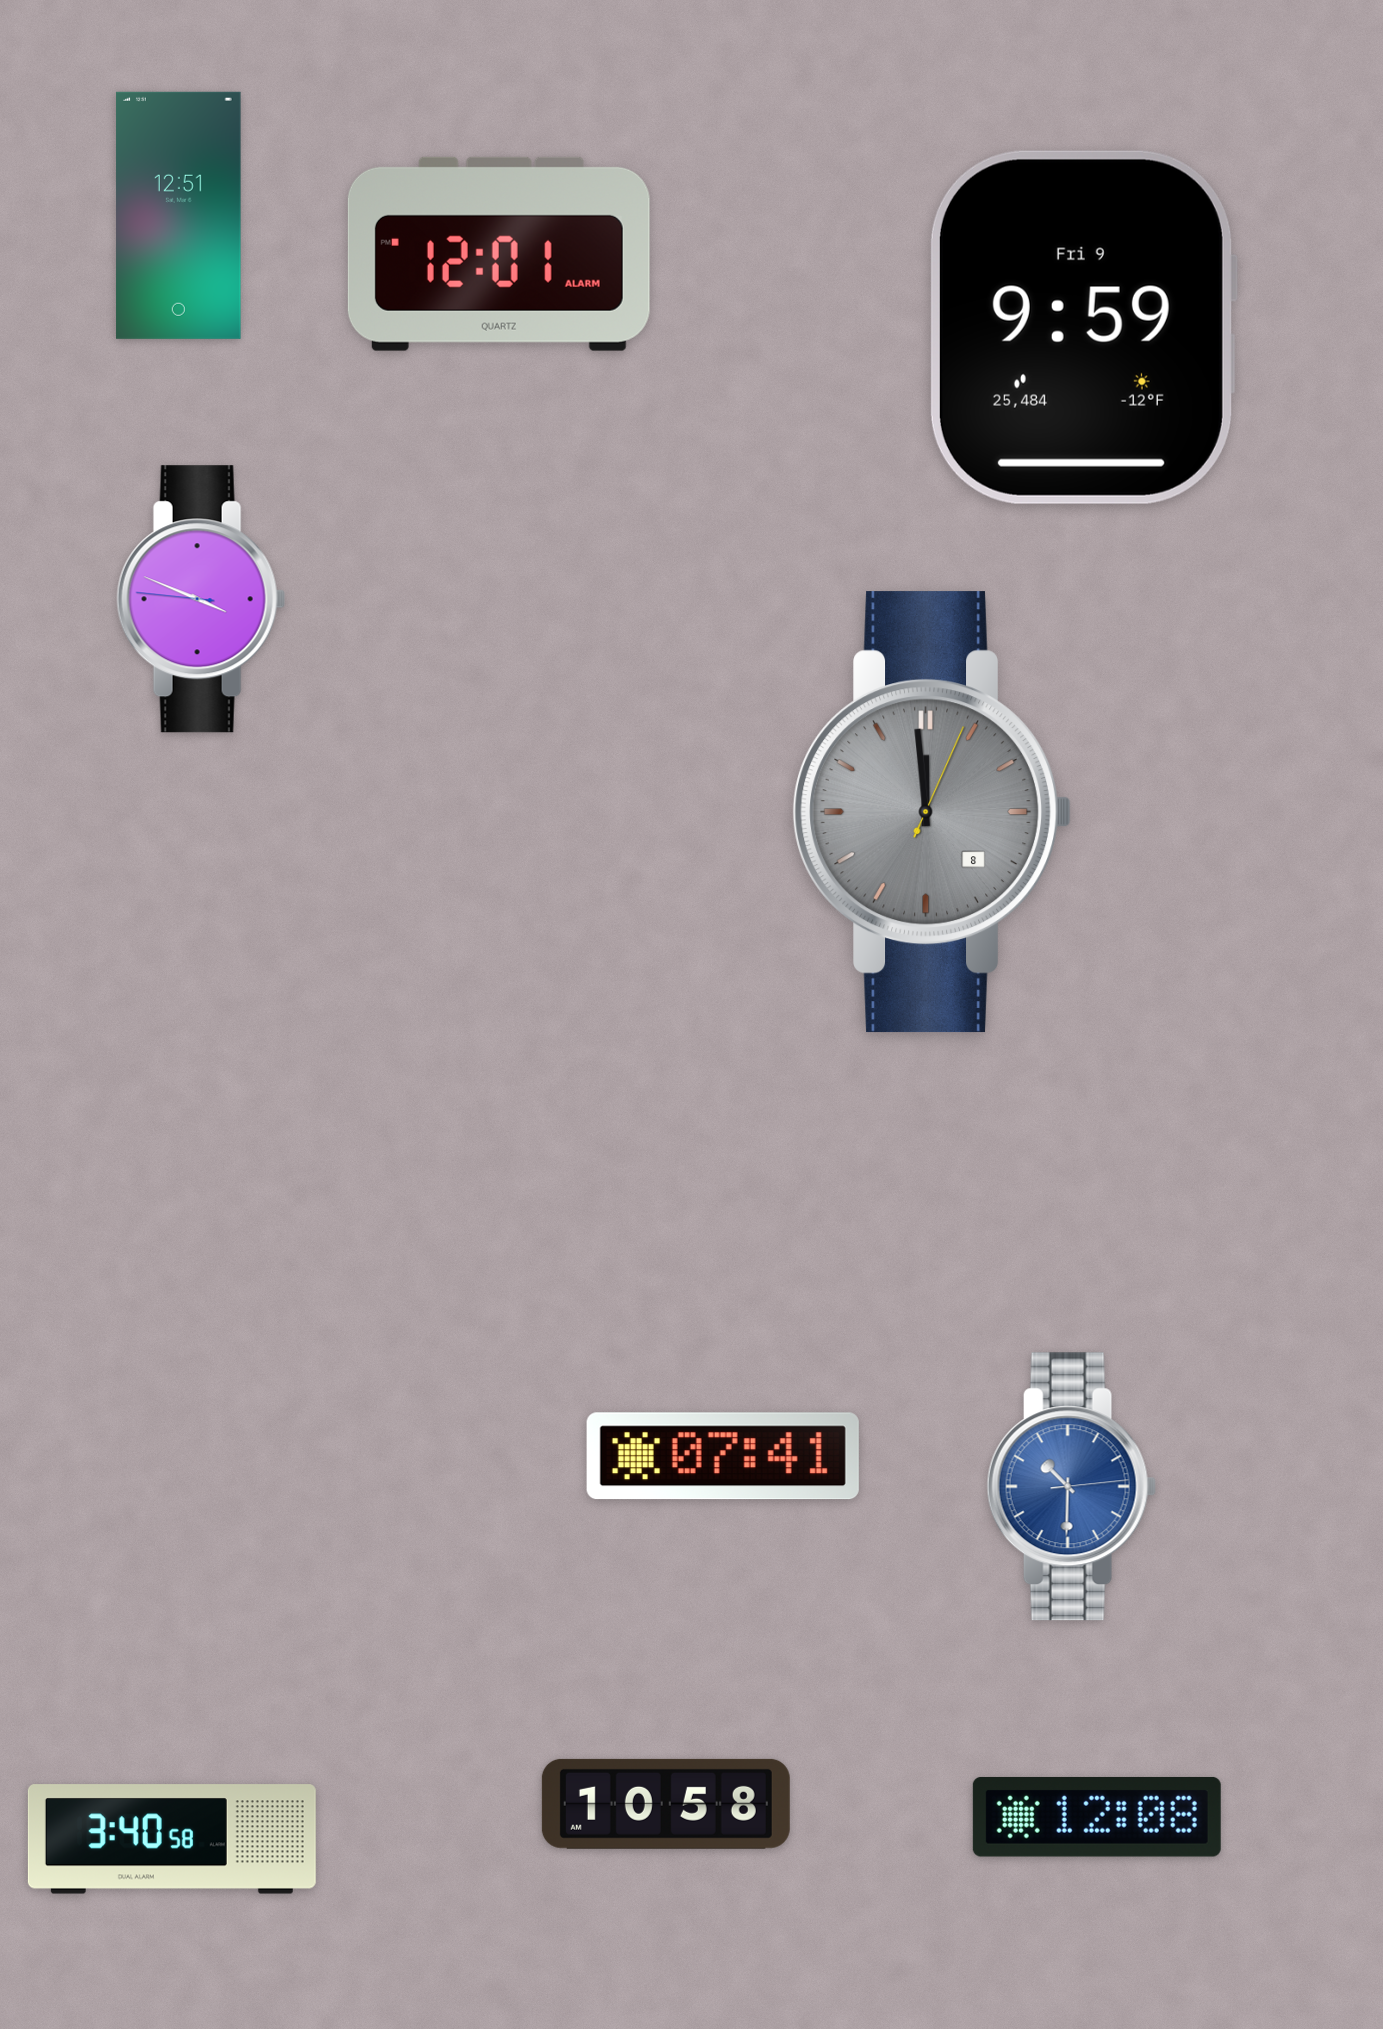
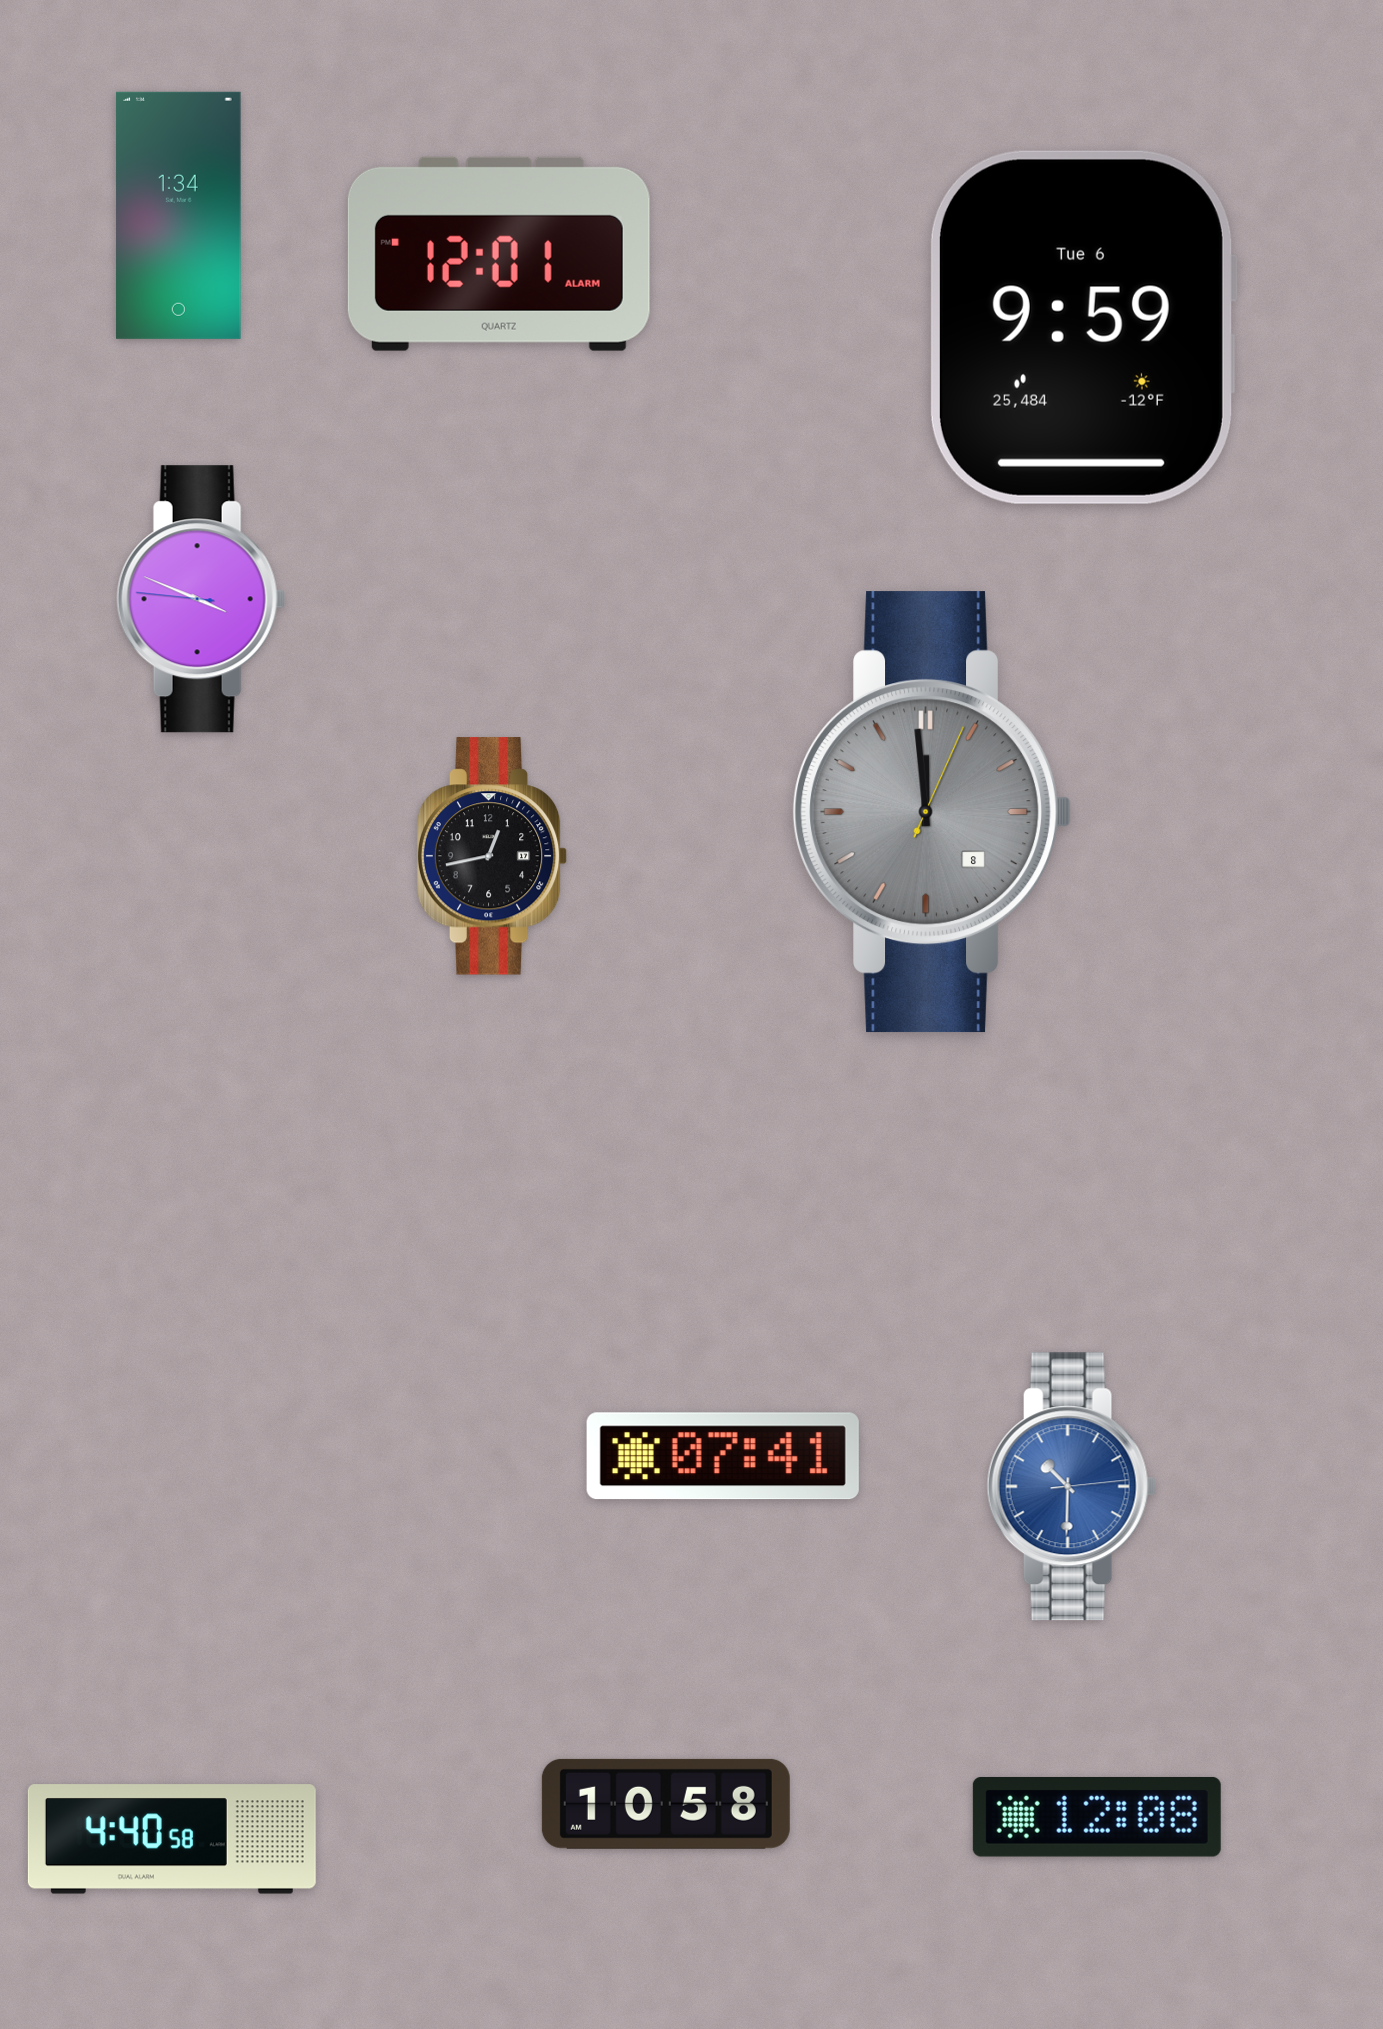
clock at (179, 215): 12:51 -> 1:34
clock at (1083, 327) date: Fri 9 -> Tue 6
clock at (492, 856): none -> 12:43
clock at (172, 1839): 3:40 -> 4:40
